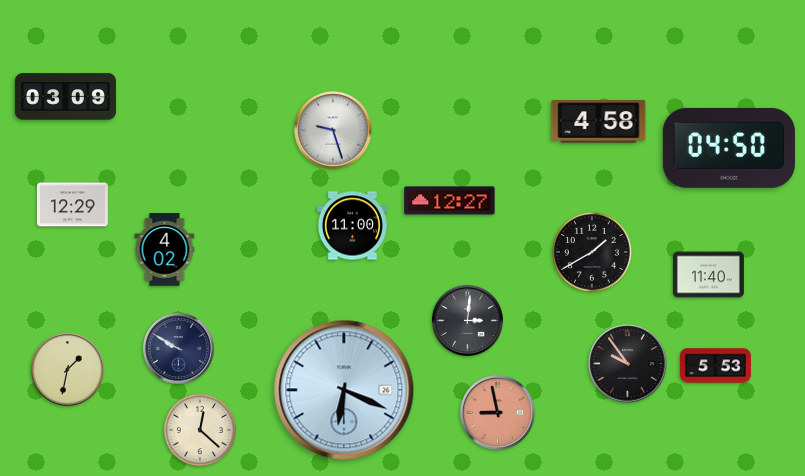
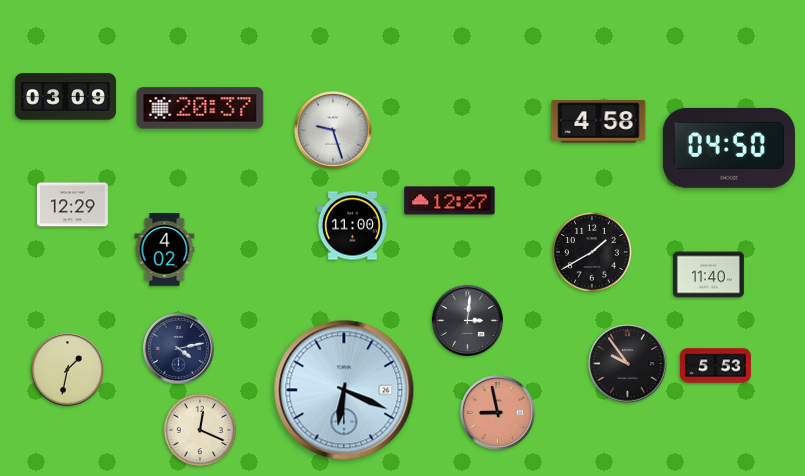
clock at (200, 108): none -> 20:37
clock at (178, 348): 9:50 -> 4:13
clock at (200, 430): 12:22 -> 12:19
